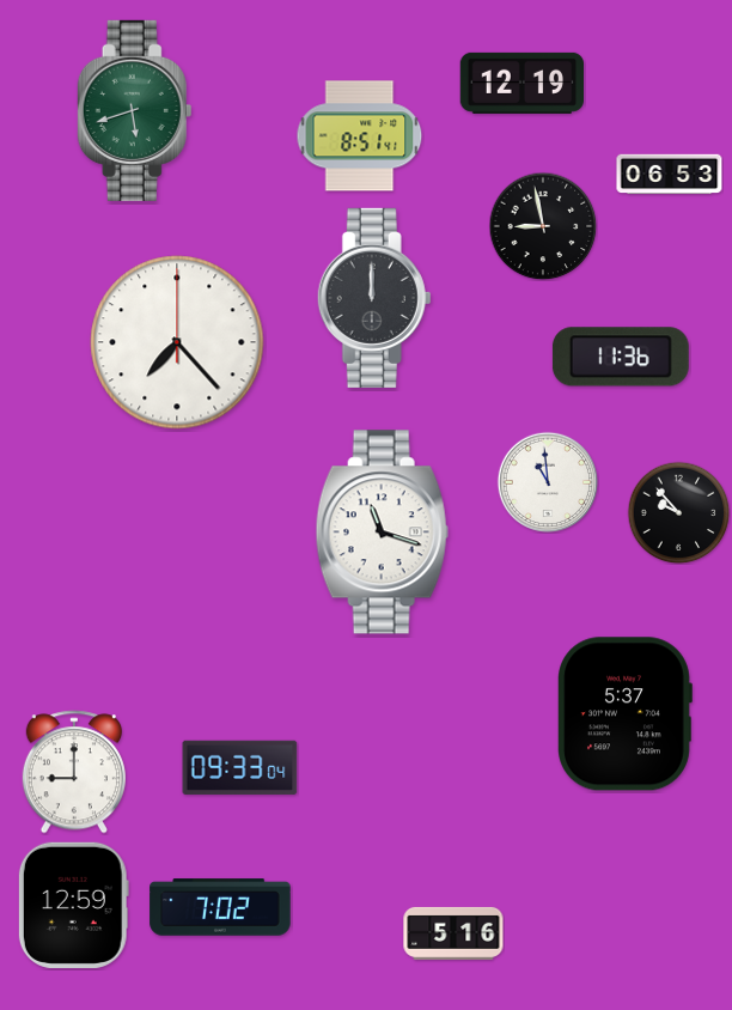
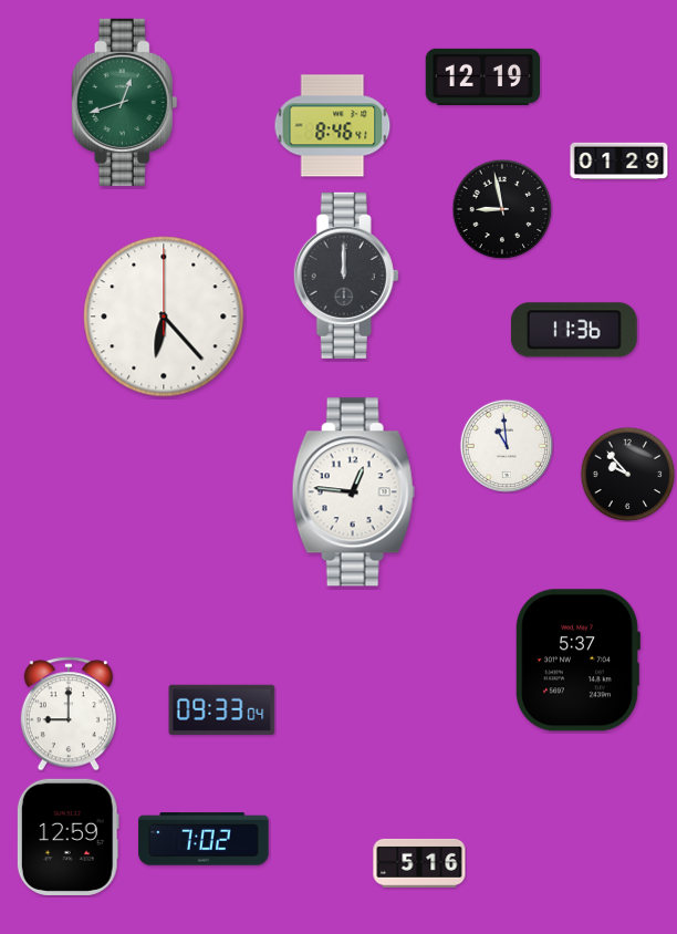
clock at (135, 110): 5:42 -> 12:42
clock at (360, 136): 8:51 -> 8:46
clock at (670, 175): 06:53 -> 01:29
clock at (177, 342): 7:23 -> 6:23
clock at (382, 533): 11:18 -> 12:46
